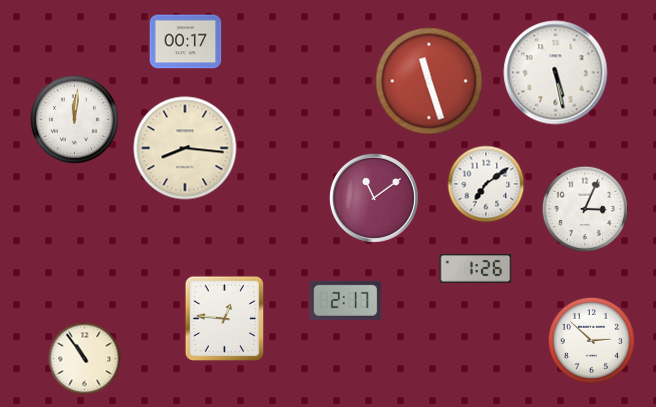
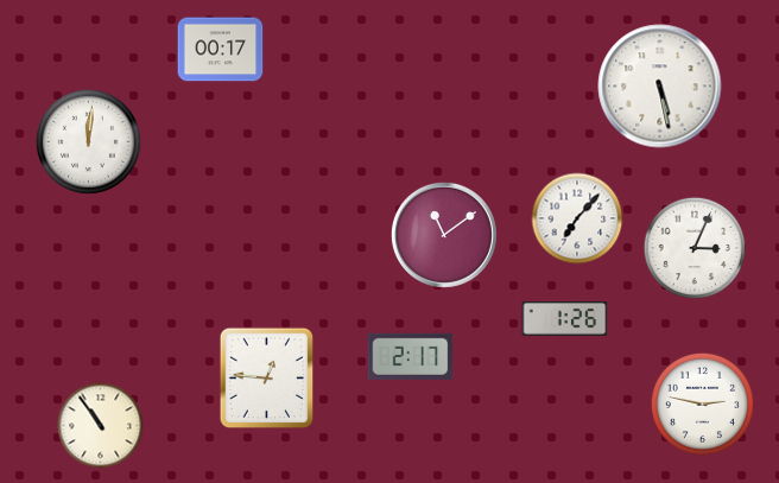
clock at (429, 81): 11:27 -> none
clock at (185, 148): 8:16 -> none
clock at (486, 184): 7:09 -> 7:07
clock at (591, 340): 2:52 -> 2:47
